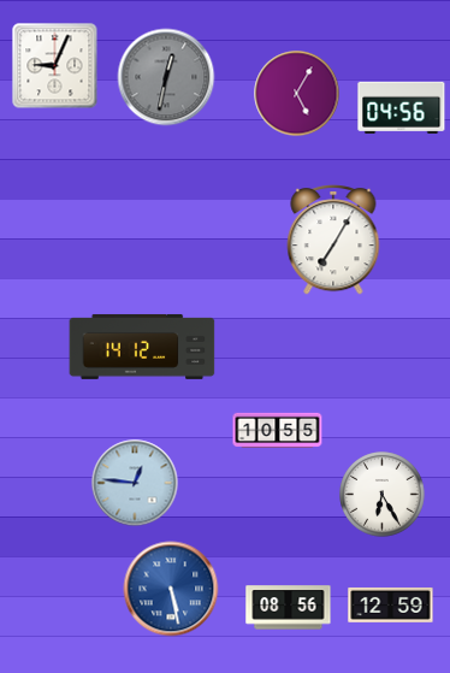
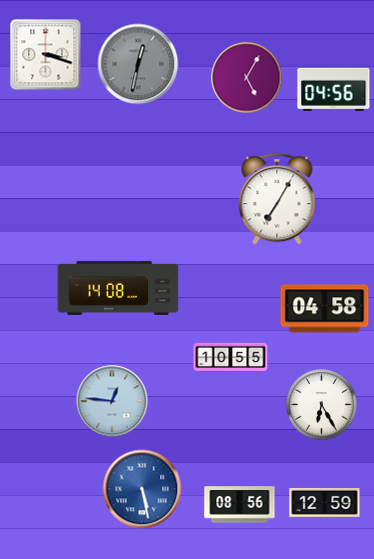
clock at (55, 66): 9:04 -> 3:18
clock at (142, 347): 14:12 -> 14:08
clock at (325, 309): none -> 04:58
clock at (383, 495) position: (383, 495) -> (322, 405)
